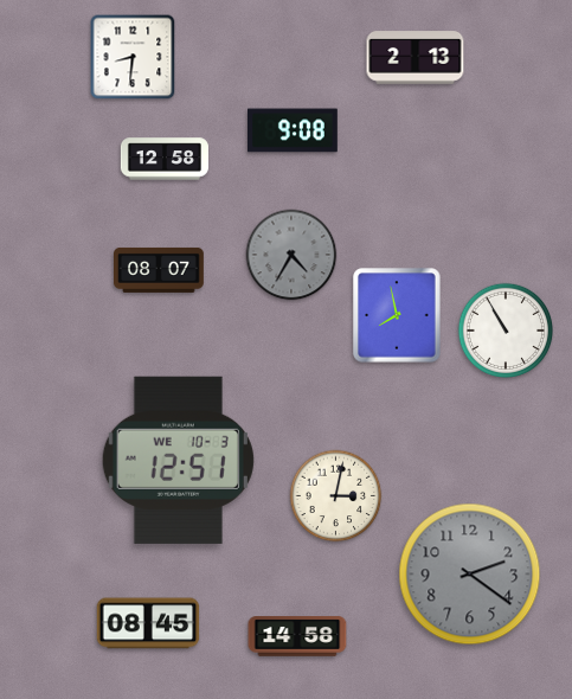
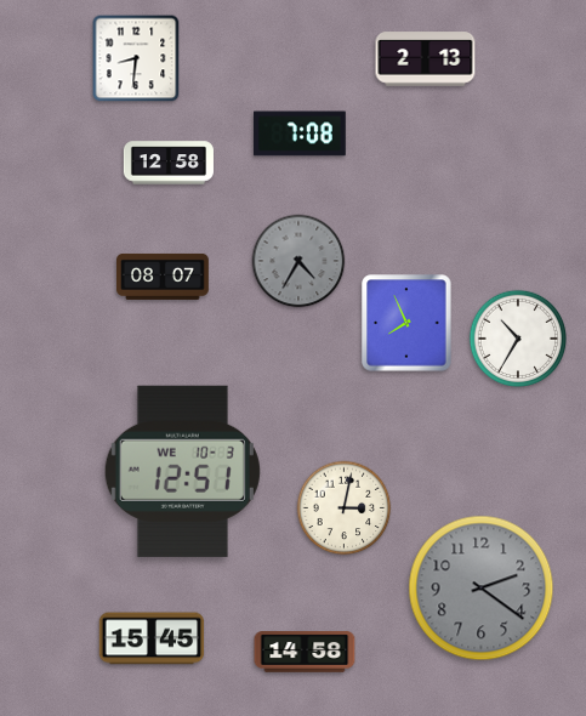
clock at (294, 130): 9:08 -> 7:08
clock at (397, 315): 7:58 -> 7:56
clock at (506, 331): 10:55 -> 10:35
clock at (148, 623): 08:45 -> 15:45
